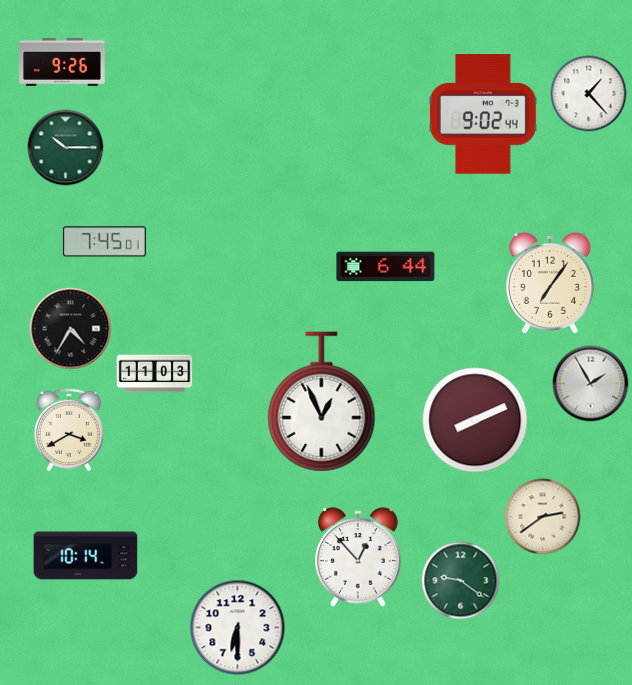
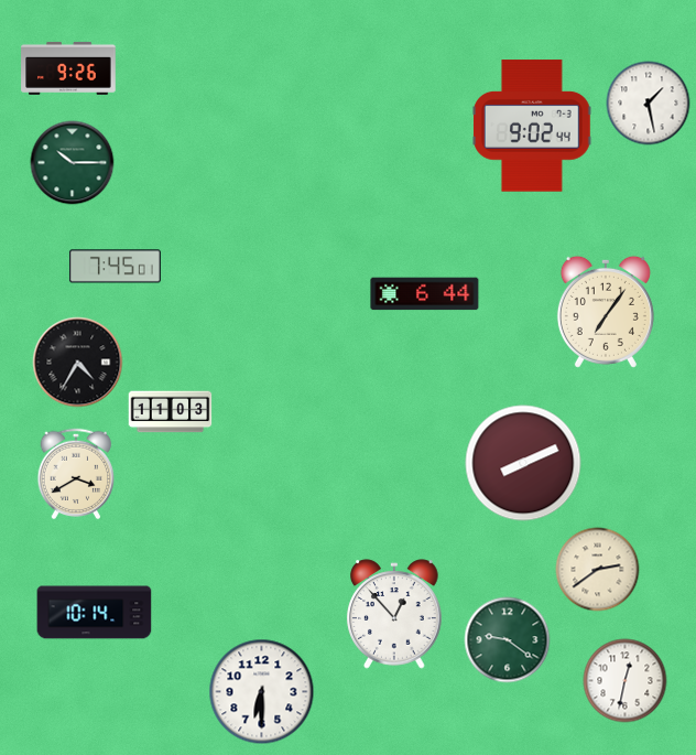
clock at (589, 94): 1:23 -> 1:28
clock at (591, 384): 1:55 -> none
clock at (322, 402): 12:56 -> none
clock at (626, 681): none -> 12:32
